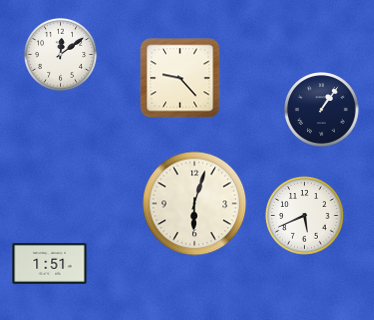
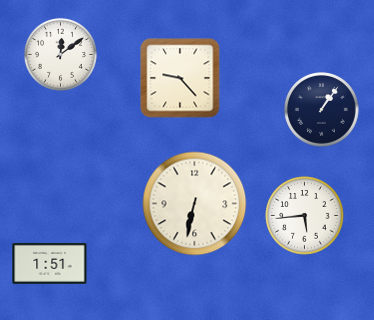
clock at (195, 204): 6:03 -> 6:32
clock at (305, 216): 5:41 -> 5:44
